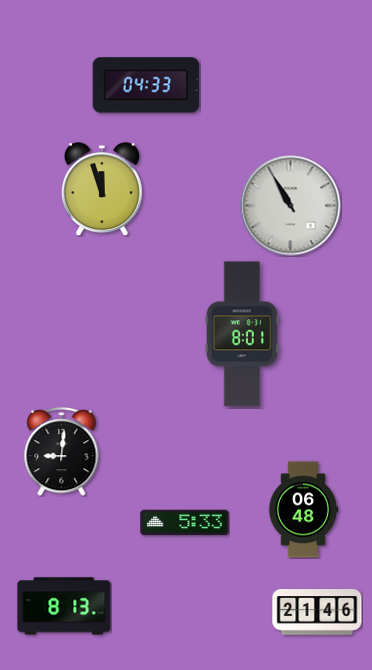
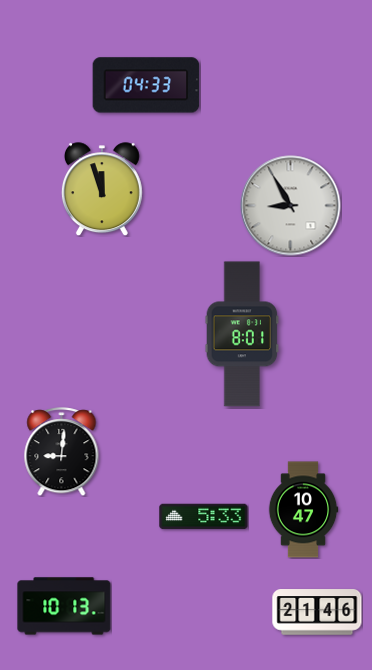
clock at (291, 206): 10:55 -> 8:55
clock at (303, 510): 06:48 -> 10:47
clock at (185, 523) position: (185, 523) -> (204, 517)
clock at (64, 606): 8:13 -> 10:13
